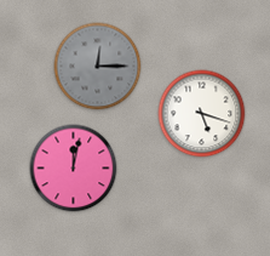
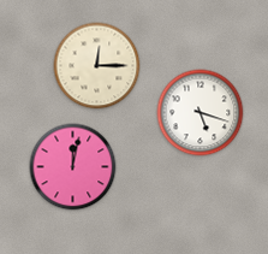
clock at (98, 67) dial: grey -> cream
